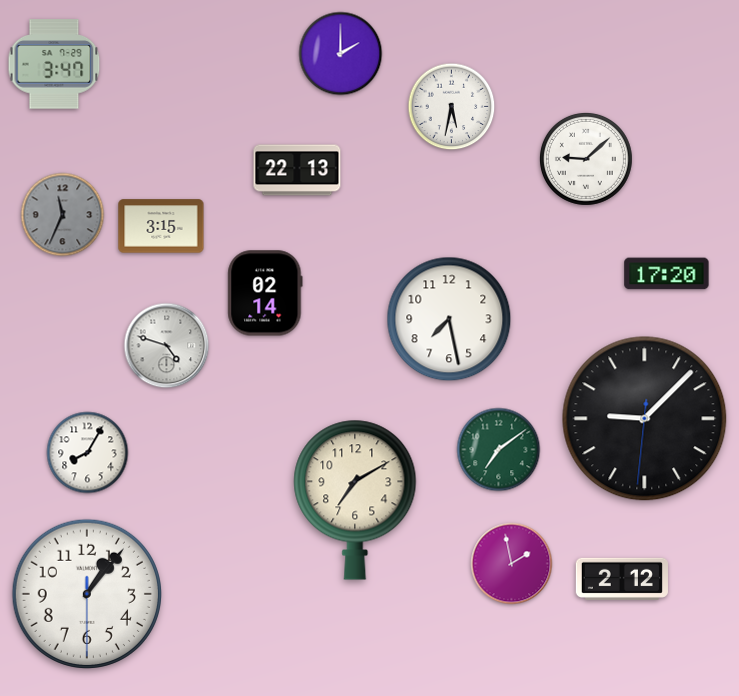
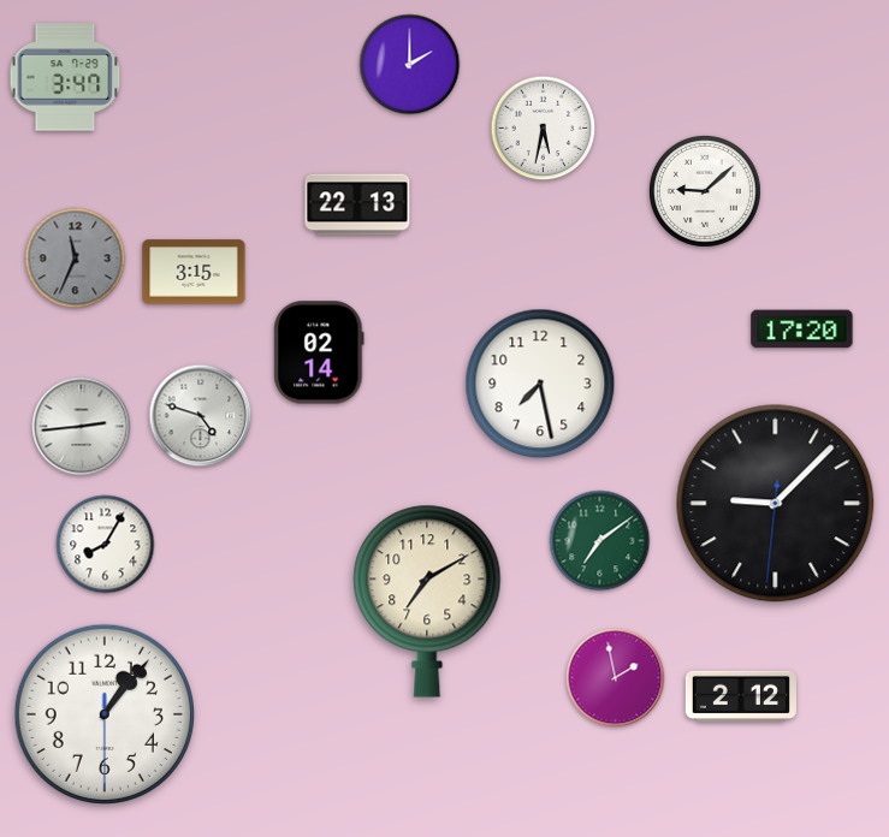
clock at (82, 427): none -> 2:44
clock at (622, 579) position: (622, 579) -> (741, 696)
